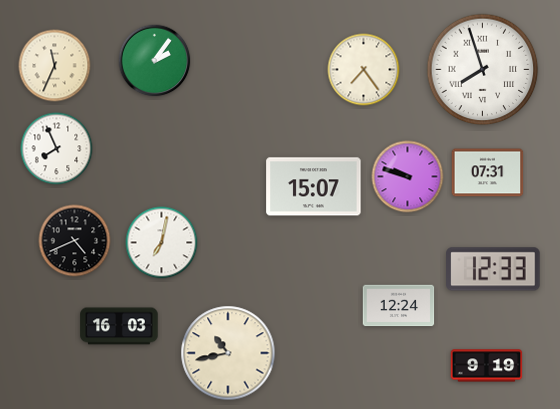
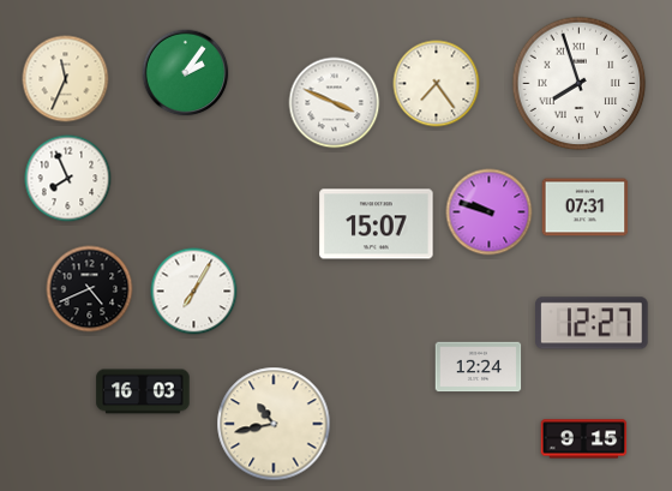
clock at (335, 103): none -> 3:49
clock at (162, 243): 7:02 -> 7:05
clock at (493, 269): 12:33 -> 12:27
clock at (487, 366): 9:19 -> 9:15
